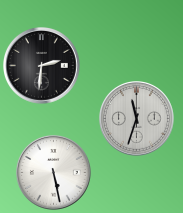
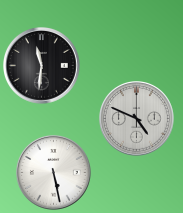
clock at (42, 66): 2:31 -> 11:31
clock at (137, 119): 11:33 -> 4:49
